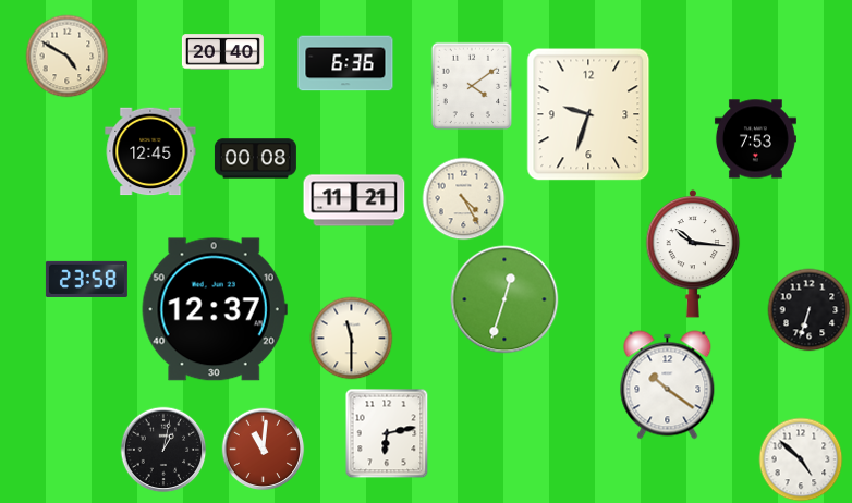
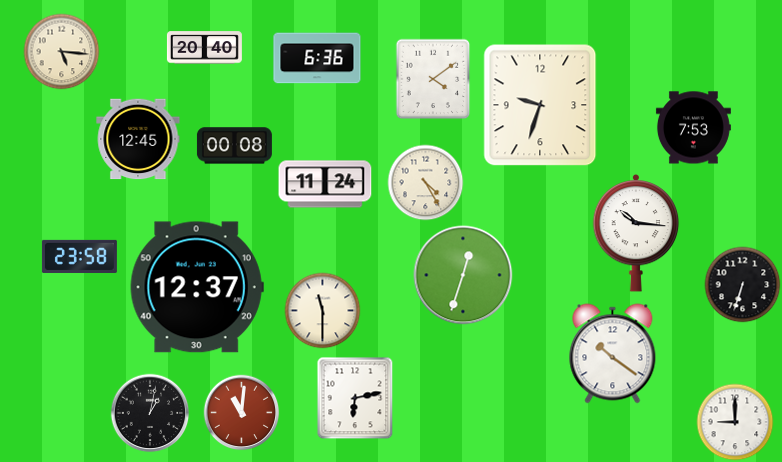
clock at (68, 57): 4:50 -> 5:16
clock at (354, 200): 11:21 -> 11:24
clock at (215, 309) position: (215, 309) -> (197, 287)
clock at (801, 459): 4:52 -> 9:00
